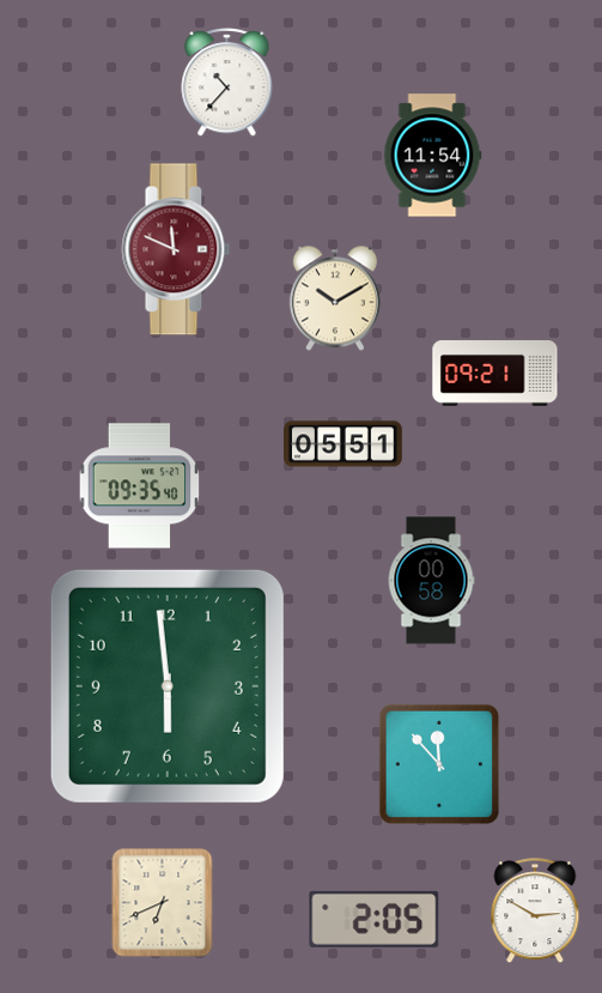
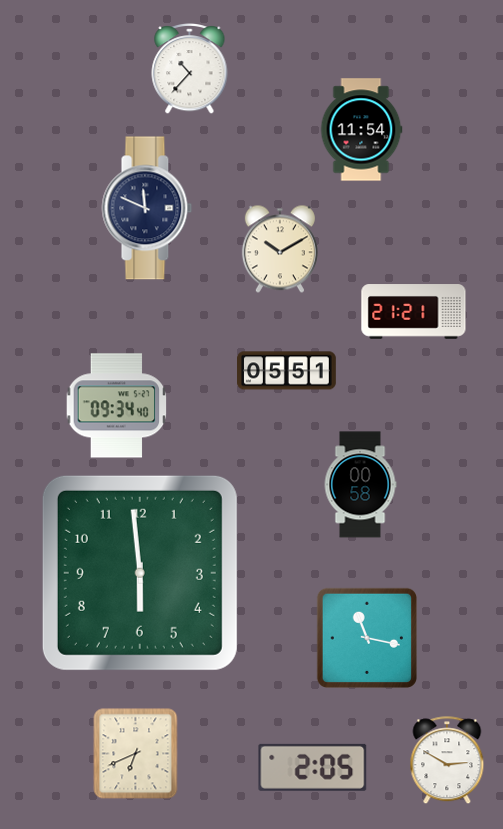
clock at (176, 249) dial: burgundy -> navy
clock at (495, 374): 09:21 -> 21:21
clock at (140, 486): 09:35 -> 09:34
clock at (439, 764): 11:53 -> 11:17
